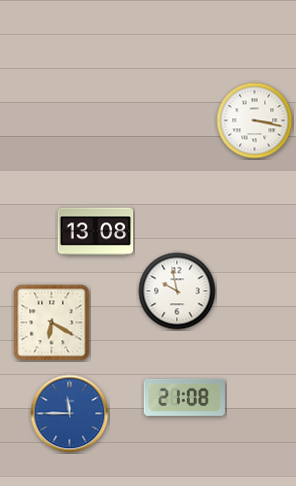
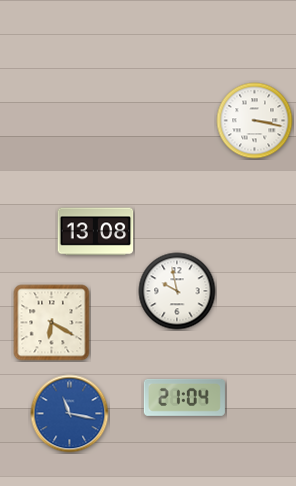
clock at (184, 397): 21:08 -> 21:04
clock at (70, 414): 11:45 -> 11:17
